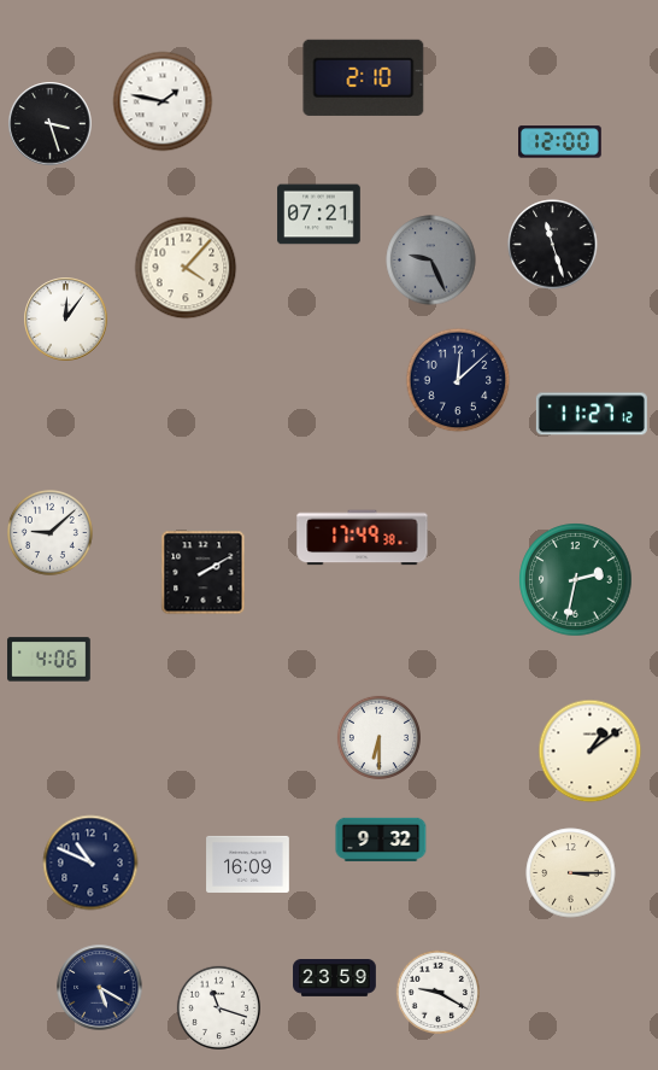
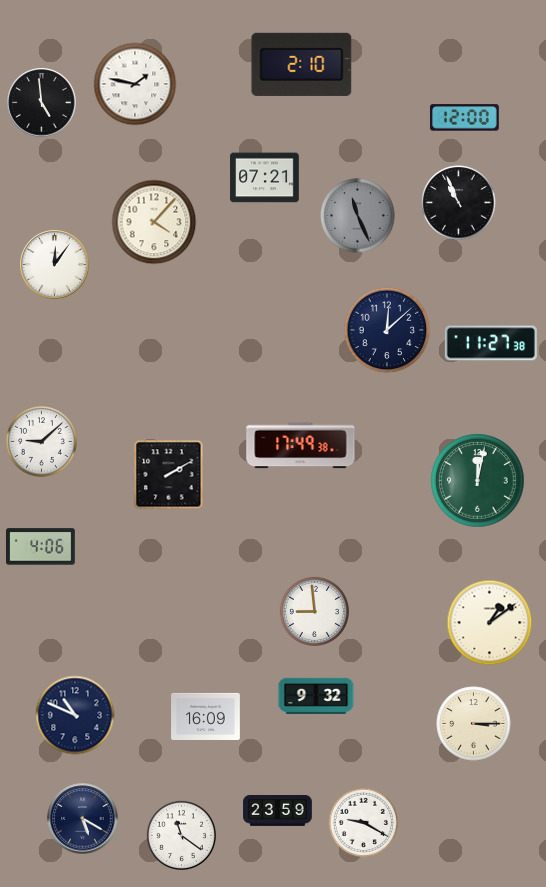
clock at (51, 124): 3:27 -> 4:59
clock at (553, 245): 11:27 -> 10:56
clock at (431, 261): 9:26 -> 11:26
clock at (458, 380) position: (458, 380) -> (387, 330)
clock at (592, 414): 11:27:12 -> 11:27:38
clock at (576, 580): 2:32 -> 12:02
clock at (378, 737): 6:30 -> 8:59
clock at (218, 1007): 11:18 -> 11:21
